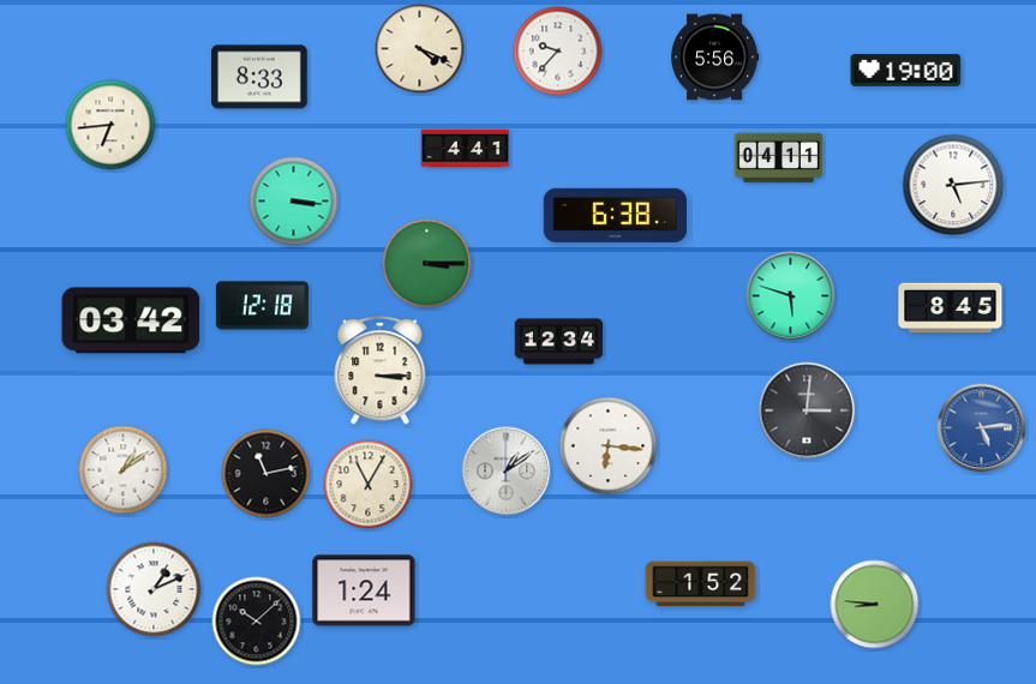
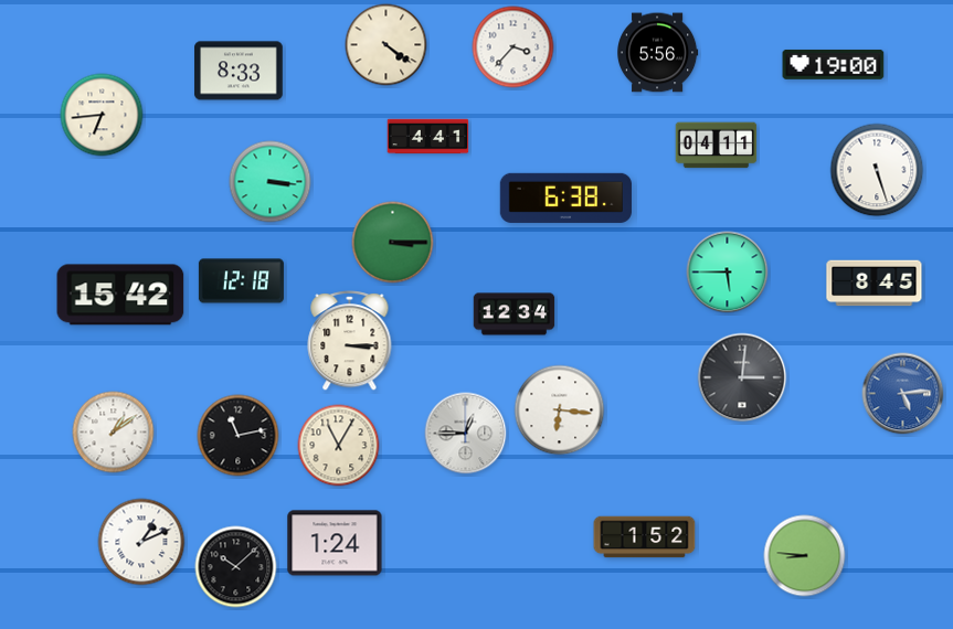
clock at (420, 49): 4:19 -> 4:21
clock at (558, 52): 9:37 -> 3:37
clock at (953, 185): 5:14 -> 5:27
clock at (294, 202) position: (294, 202) -> (271, 182)
clock at (791, 296): 5:48 -> 5:45
clock at (131, 320): 03:42 -> 15:42
clock at (507, 472): 1:09 -> 12:45
clock at (267, 474) position: (267, 474) -> (239, 436)
clock at (257, 622) position: (257, 622) -> (236, 567)
